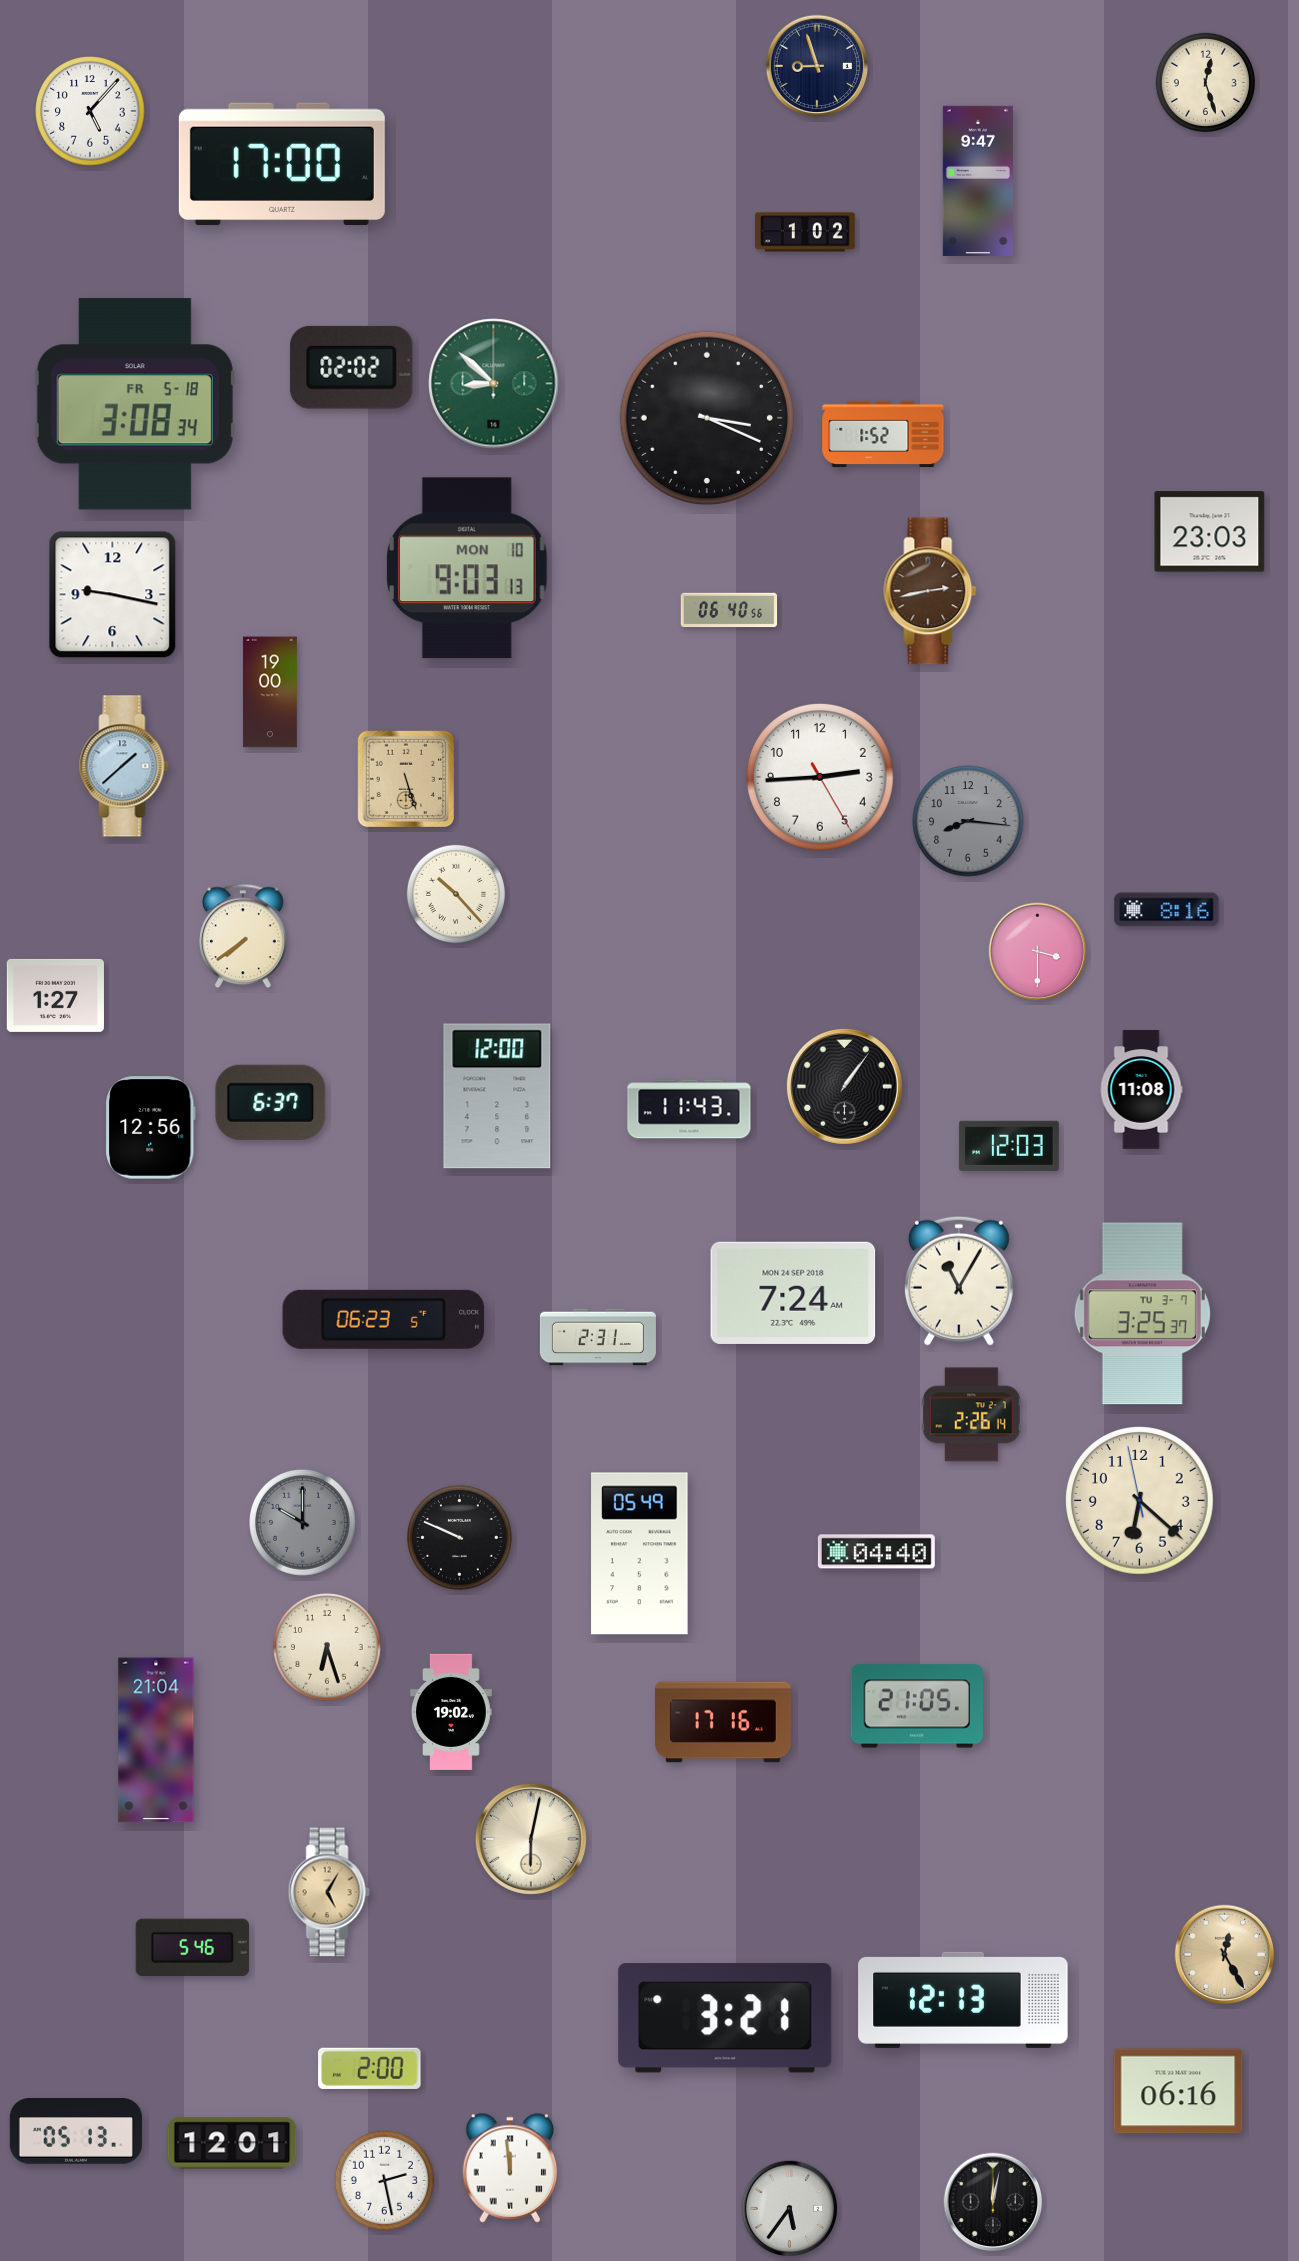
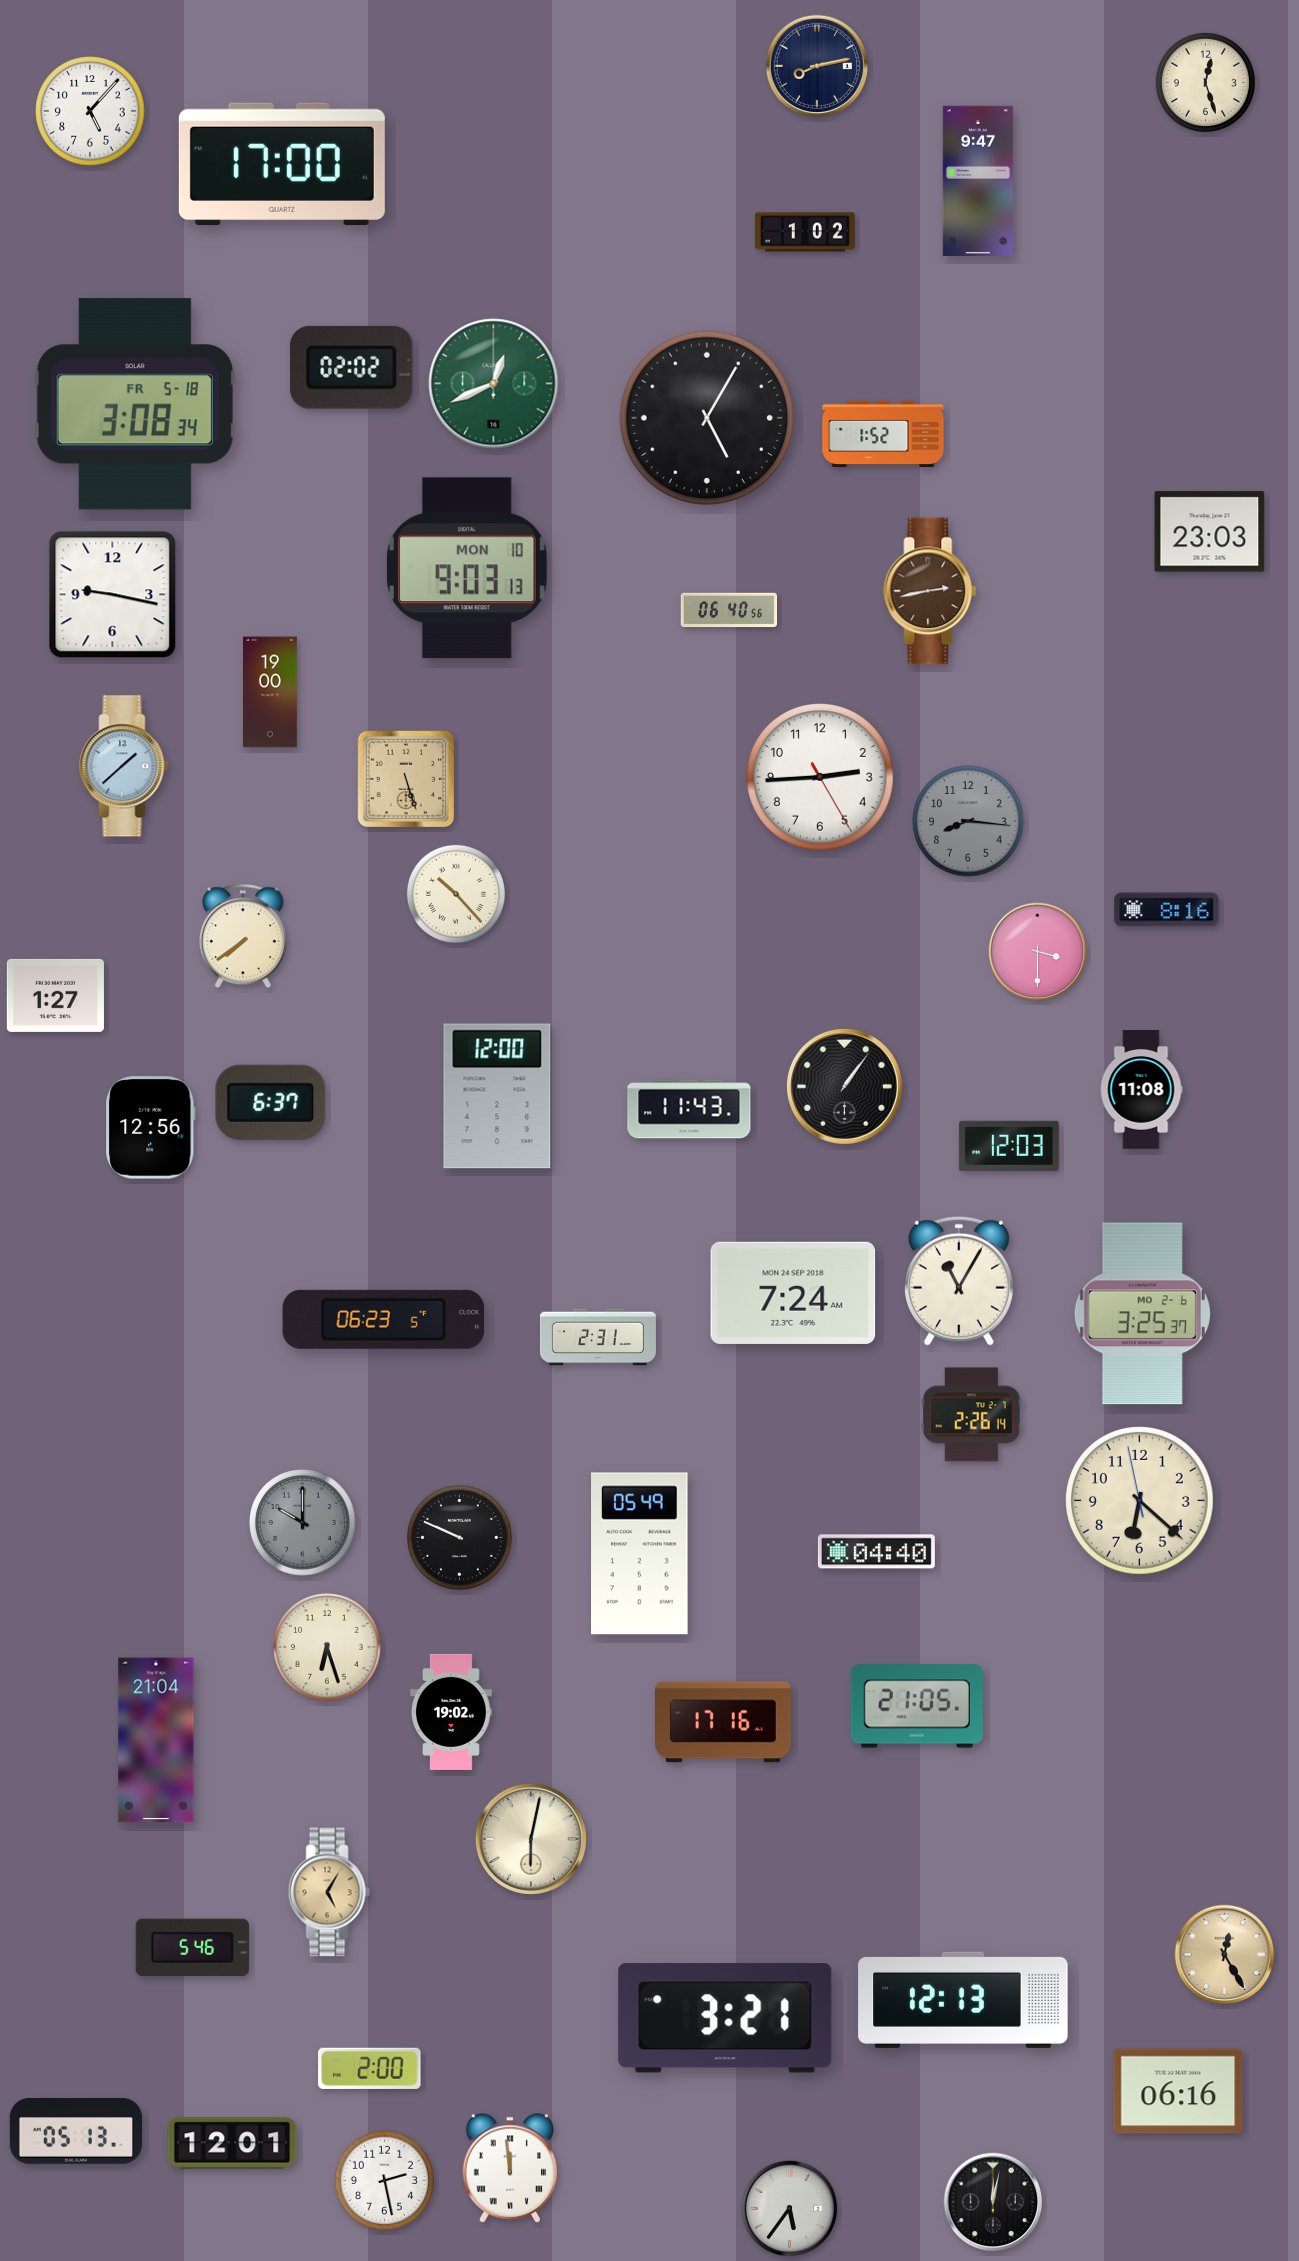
clock at (816, 65): 8:57 -> 8:13
clock at (494, 384): 8:52 -> 12:41
clock at (706, 417): 3:19 -> 5:05
clock at (1142, 1314) date: TU 3-7 -> MO 2-6
